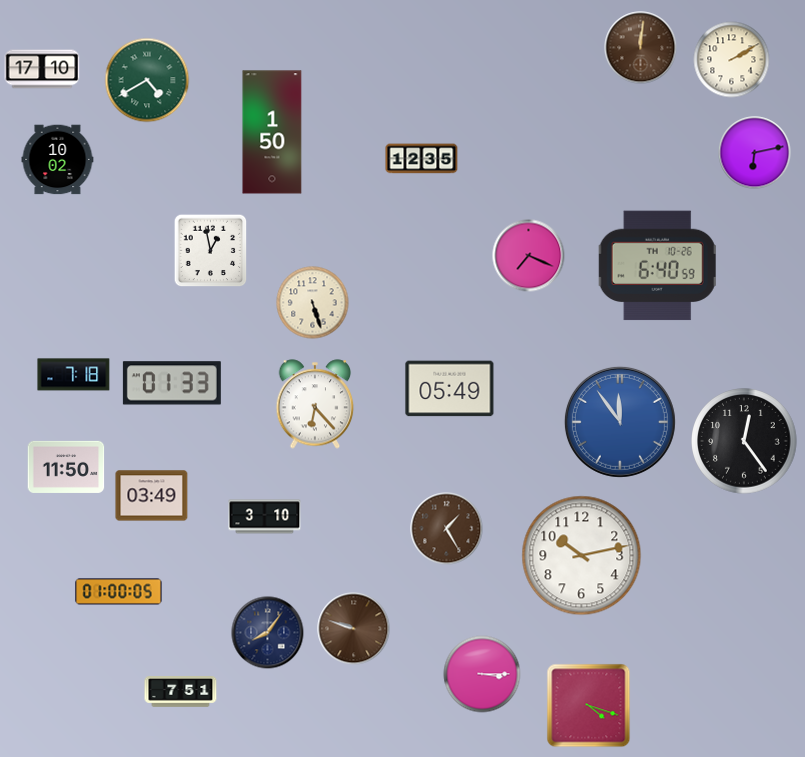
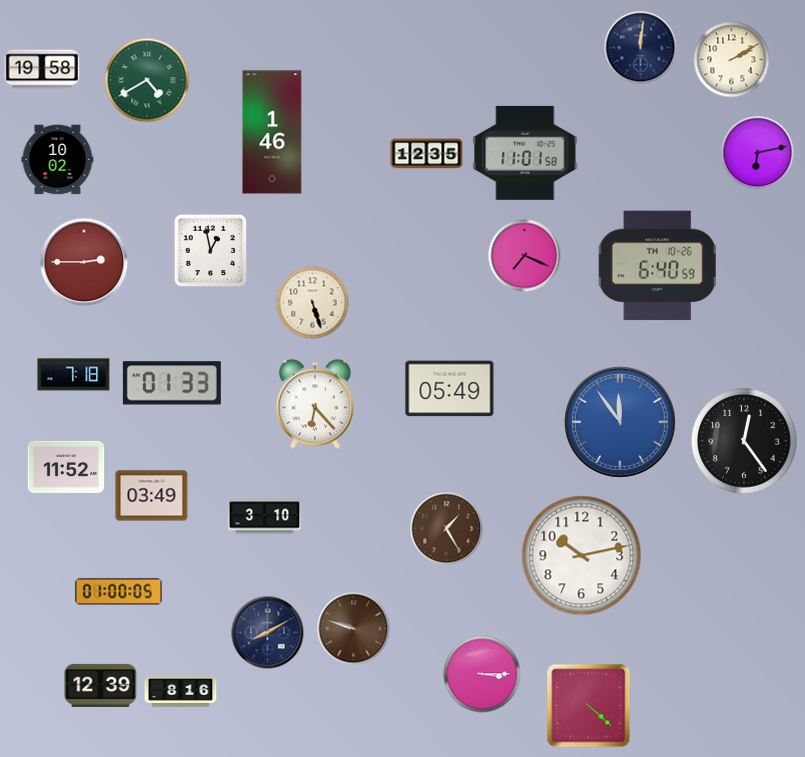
clock at (641, 48) dial: brown -> navy
clock at (42, 69): 17:10 -> 19:58
clock at (272, 132): 1:50 -> 1:46
clock at (525, 153): none -> 11:01
clock at (755, 153) position: (755, 153) -> (758, 153)
clock at (422, 159) position: (422, 159) -> (427, 154)
clock at (529, 256) position: (529, 256) -> (525, 256)
clock at (84, 262): none -> 2:45
clock at (66, 467): 11:50 -> 11:52
clock at (268, 633): 8:06 -> 8:10
clock at (101, 685): none -> 12:39
clock at (181, 692): 7:51 -> 8:16
clock at (589, 706): 4:18 -> 4:22
